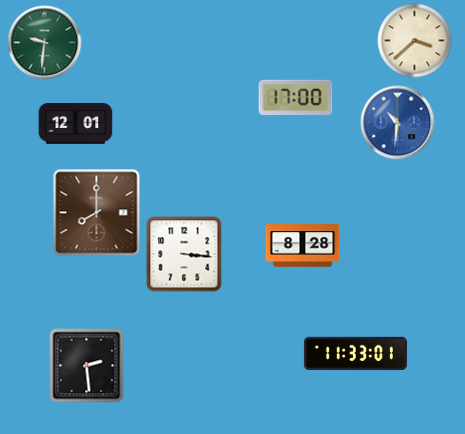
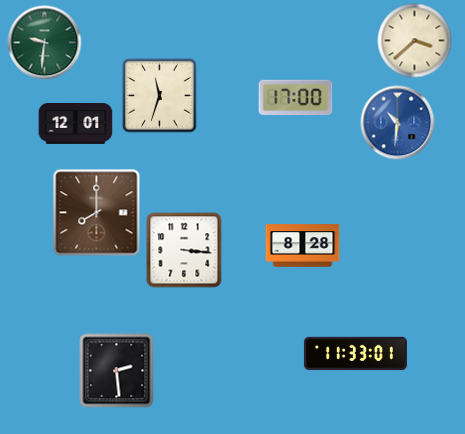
clock at (160, 96): none -> 11:33
clock at (184, 254) position: (184, 254) -> (184, 250)
clock at (87, 366) position: (87, 366) -> (117, 371)
